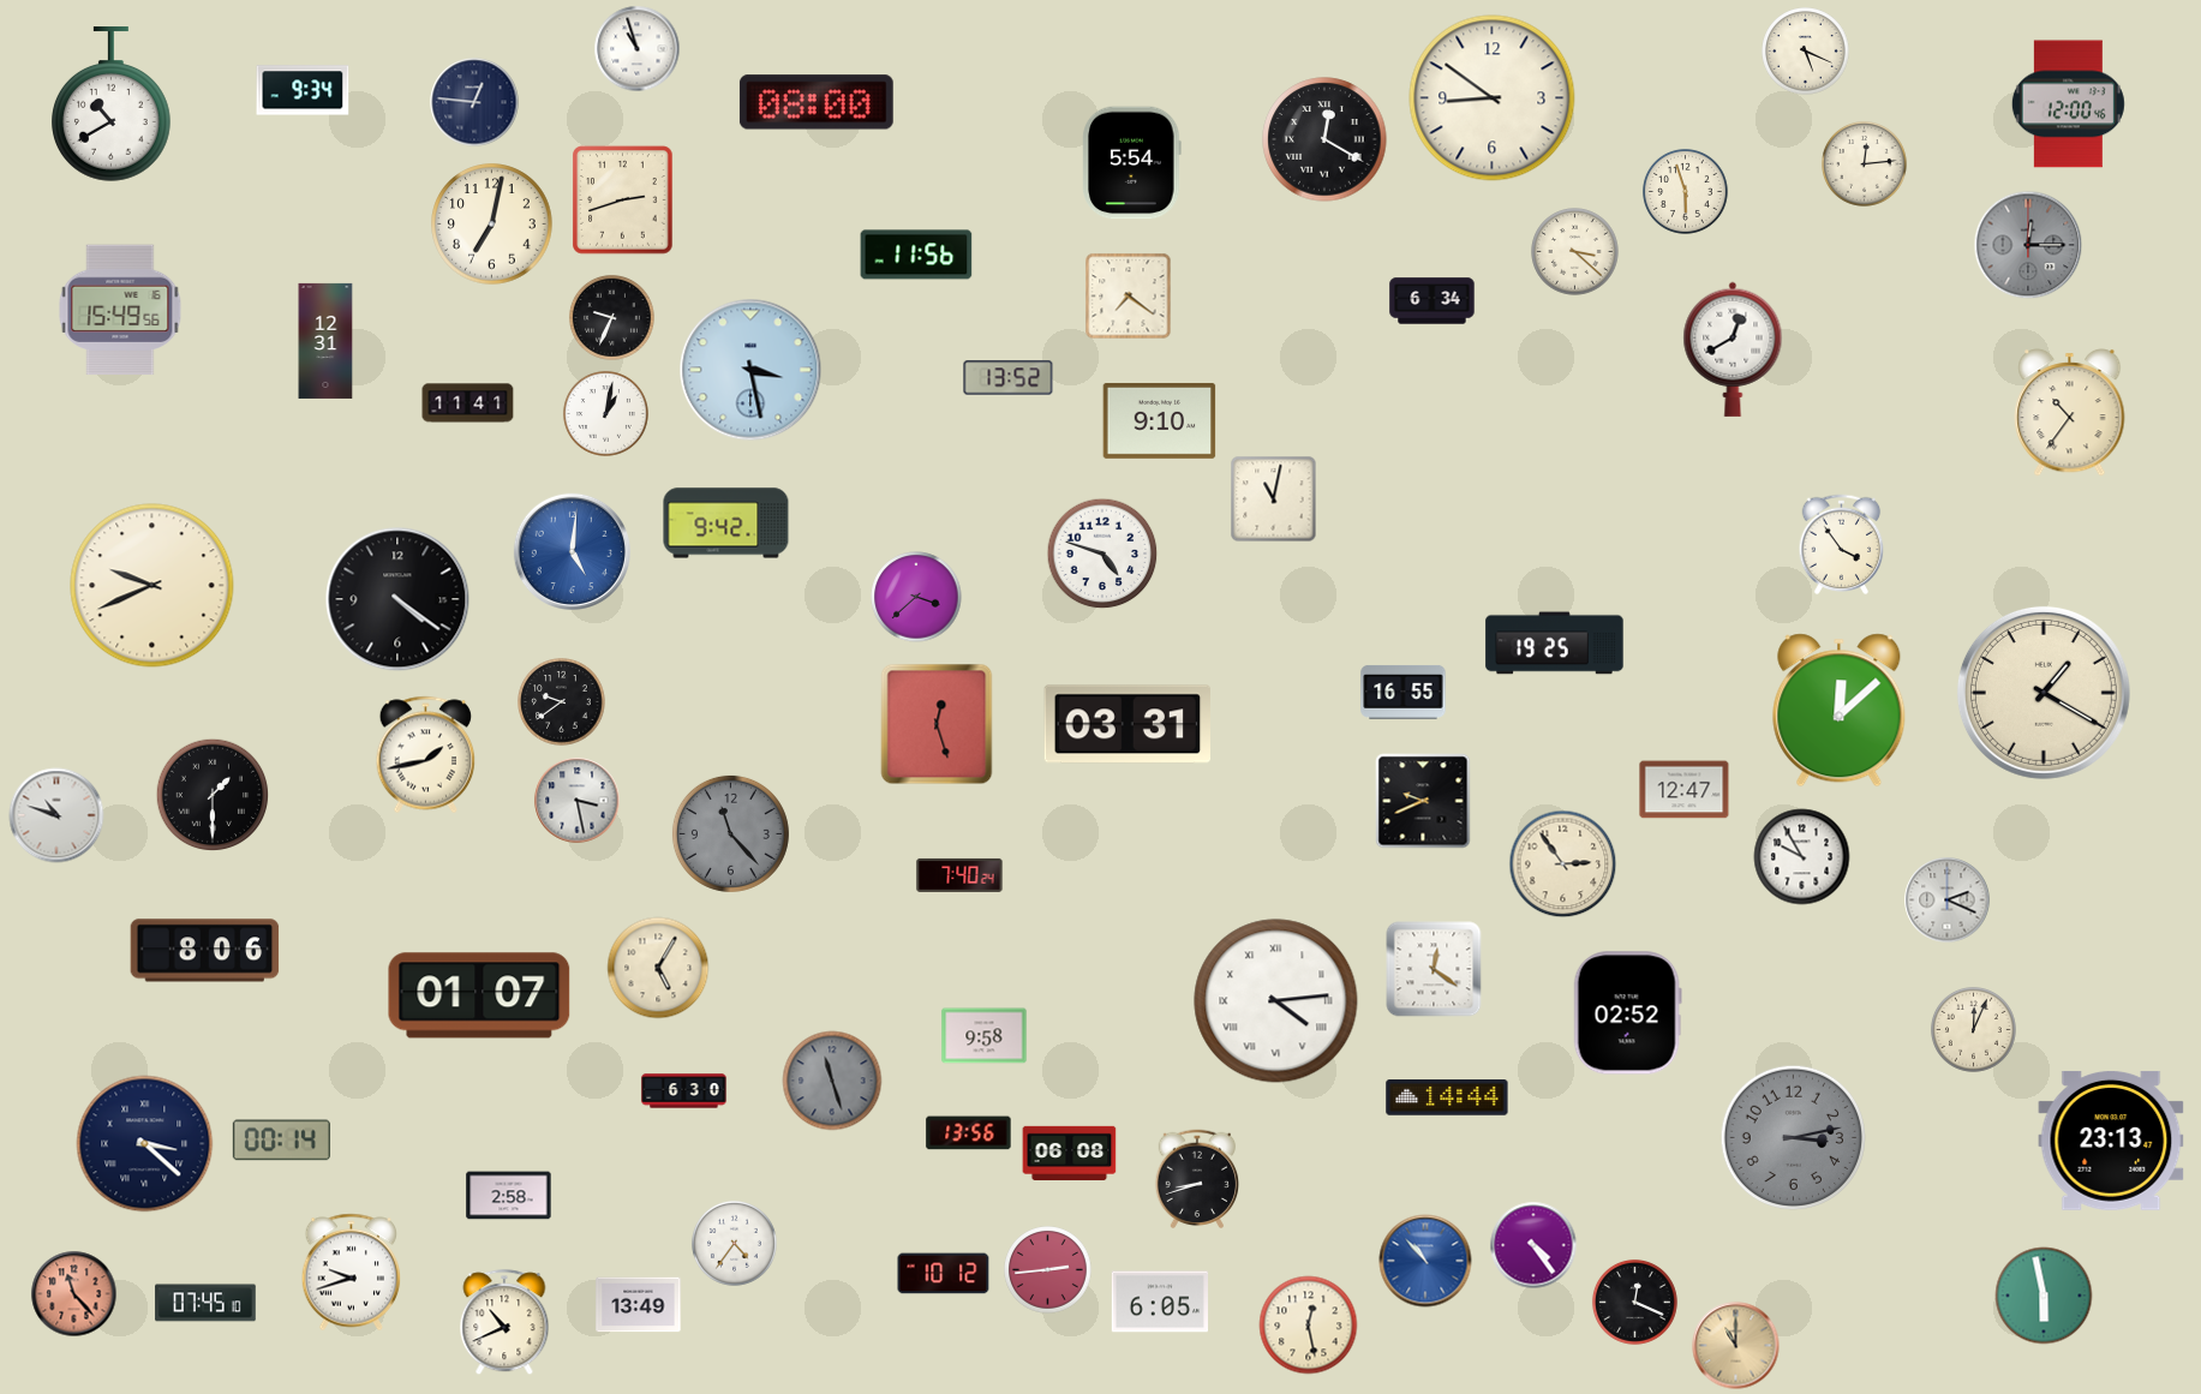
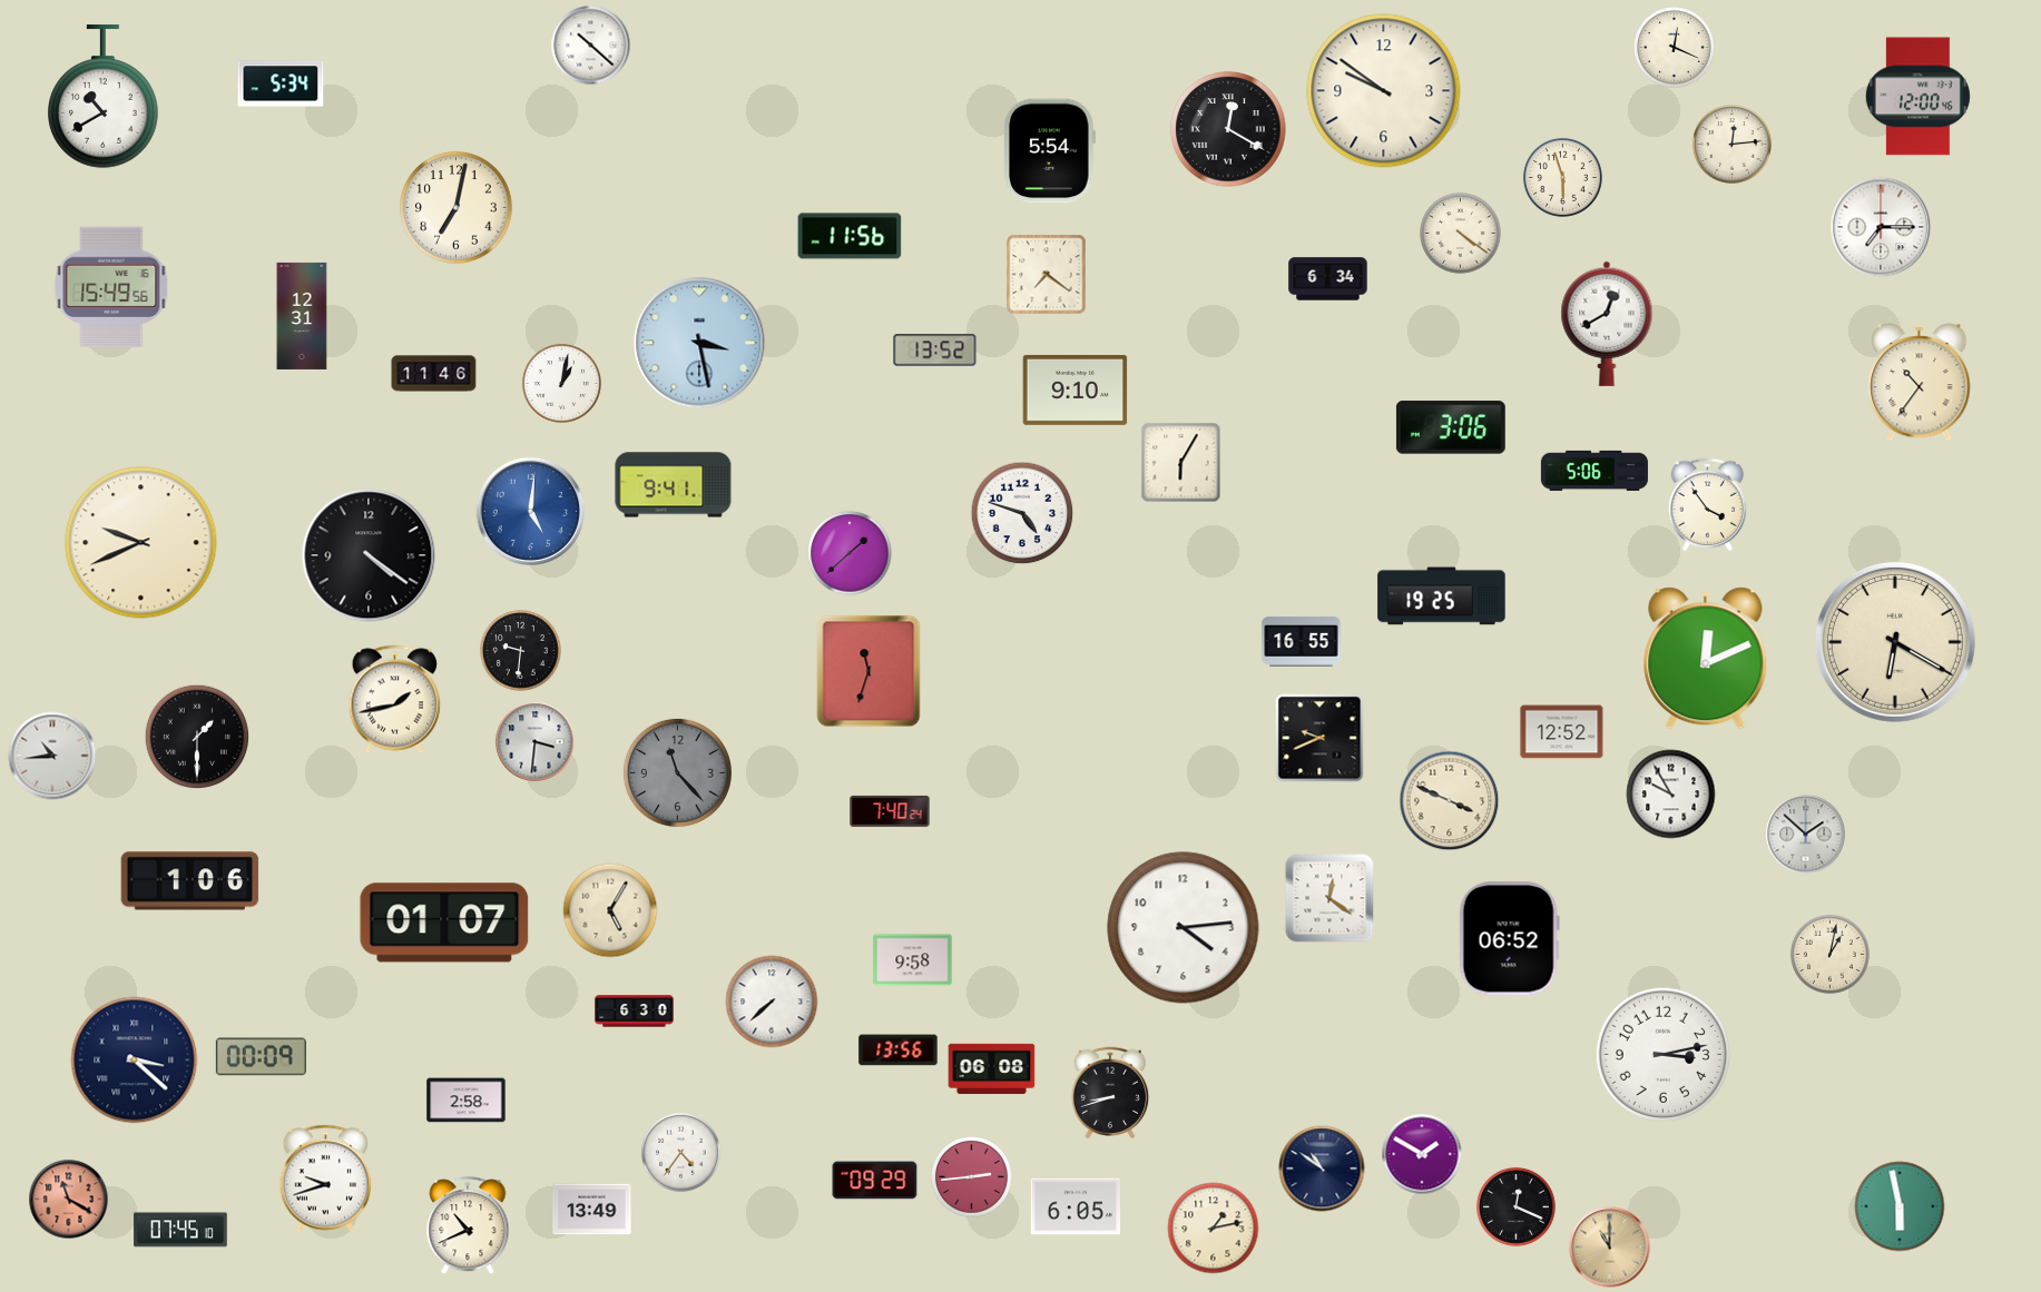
clock at (638, 49): 10:57 -> 10:22
clock at (1806, 52): 5:19 -> 12:19
clock at (303, 90): 9:34 -> 5:34
clock at (1493, 98): 8:51 -> 9:51
clock at (474, 102): 12:46 -> none
clock at (817, 102): 08:00 -> none
clock at (1864, 164) position: (1864, 164) -> (1731, 145)
clock at (623, 201): 2:42 -> none
clock at (2028, 245): 12:15 -> 7:15
clock at (2028, 245) dial: grey -> white
clock at (1575, 252): 3:22 -> 4:21
clock at (611, 318): 9:34 -> none
clock at (750, 370) position: (750, 370) -> (699, 343)
clock at (468, 403): 11:41 -> 11:46
clock at (1451, 427): none -> 3:06
clock at (1274, 499): 11:02 -> 6:05
clock at (1594, 471): none -> 5:06
clock at (726, 524): 9:42 -> 9:41
clock at (916, 597): 3:38 -> 1:38
clock at (2044, 693): 1:20 -> 6:20
clock at (562, 702): 9:39 -> 9:31
clock at (1840, 711): 12:08 -> 12:11
clock at (937, 724): 12:27 -> 11:33
clock at (1126, 724): 03:31 -> none
clock at (1685, 790): 12:47 -> 12:52
clock at (578, 801): 3:28 -> 3:31
clock at (1423, 801) position: (1423, 801) -> (1319, 738)
clock at (56, 815): 10:48 -> 10:44
clock at (1563, 864): 2:54 -> 3:49
clock at (1948, 901): 2:19 -> 1:52
clock at (205, 951): 8:06 -> 1:06
clock at (658, 968) position: (658, 968) -> (610, 910)
clock at (1276, 1001) numerals: Roman -> Arabic
clock at (1627, 1013): 02:52 -> 06:52
clock at (1973, 1030): 12:04 -> 1:02
clock at (832, 1081): 11:27 -> 7:38
clock at (832, 1081) dial: grey -> white
clock at (1447, 1097): 14:44 -> none
clock at (1794, 1138) dial: grey -> white
clock at (281, 1141): 00:14 -> 00:09
clock at (2111, 1141): 23:13 -> none
clock at (509, 1196) position: (509, 1196) -> (467, 1101)
clock at (1533, 1245): 4:24 -> 1:50
clock at (1425, 1261): 10:53 -> 10:51
clock at (1425, 1261) dial: blue -> navy
clock at (944, 1274): 10:12 -> 09:29
clock at (74, 1294): 11:23 -> 11:20
clock at (2044, 1296) position: (2044, 1296) -> (1900, 1206)
clock at (205, 1303) position: (205, 1303) -> (180, 1230)
clock at (1309, 1326): 12:28 -> 1:13
